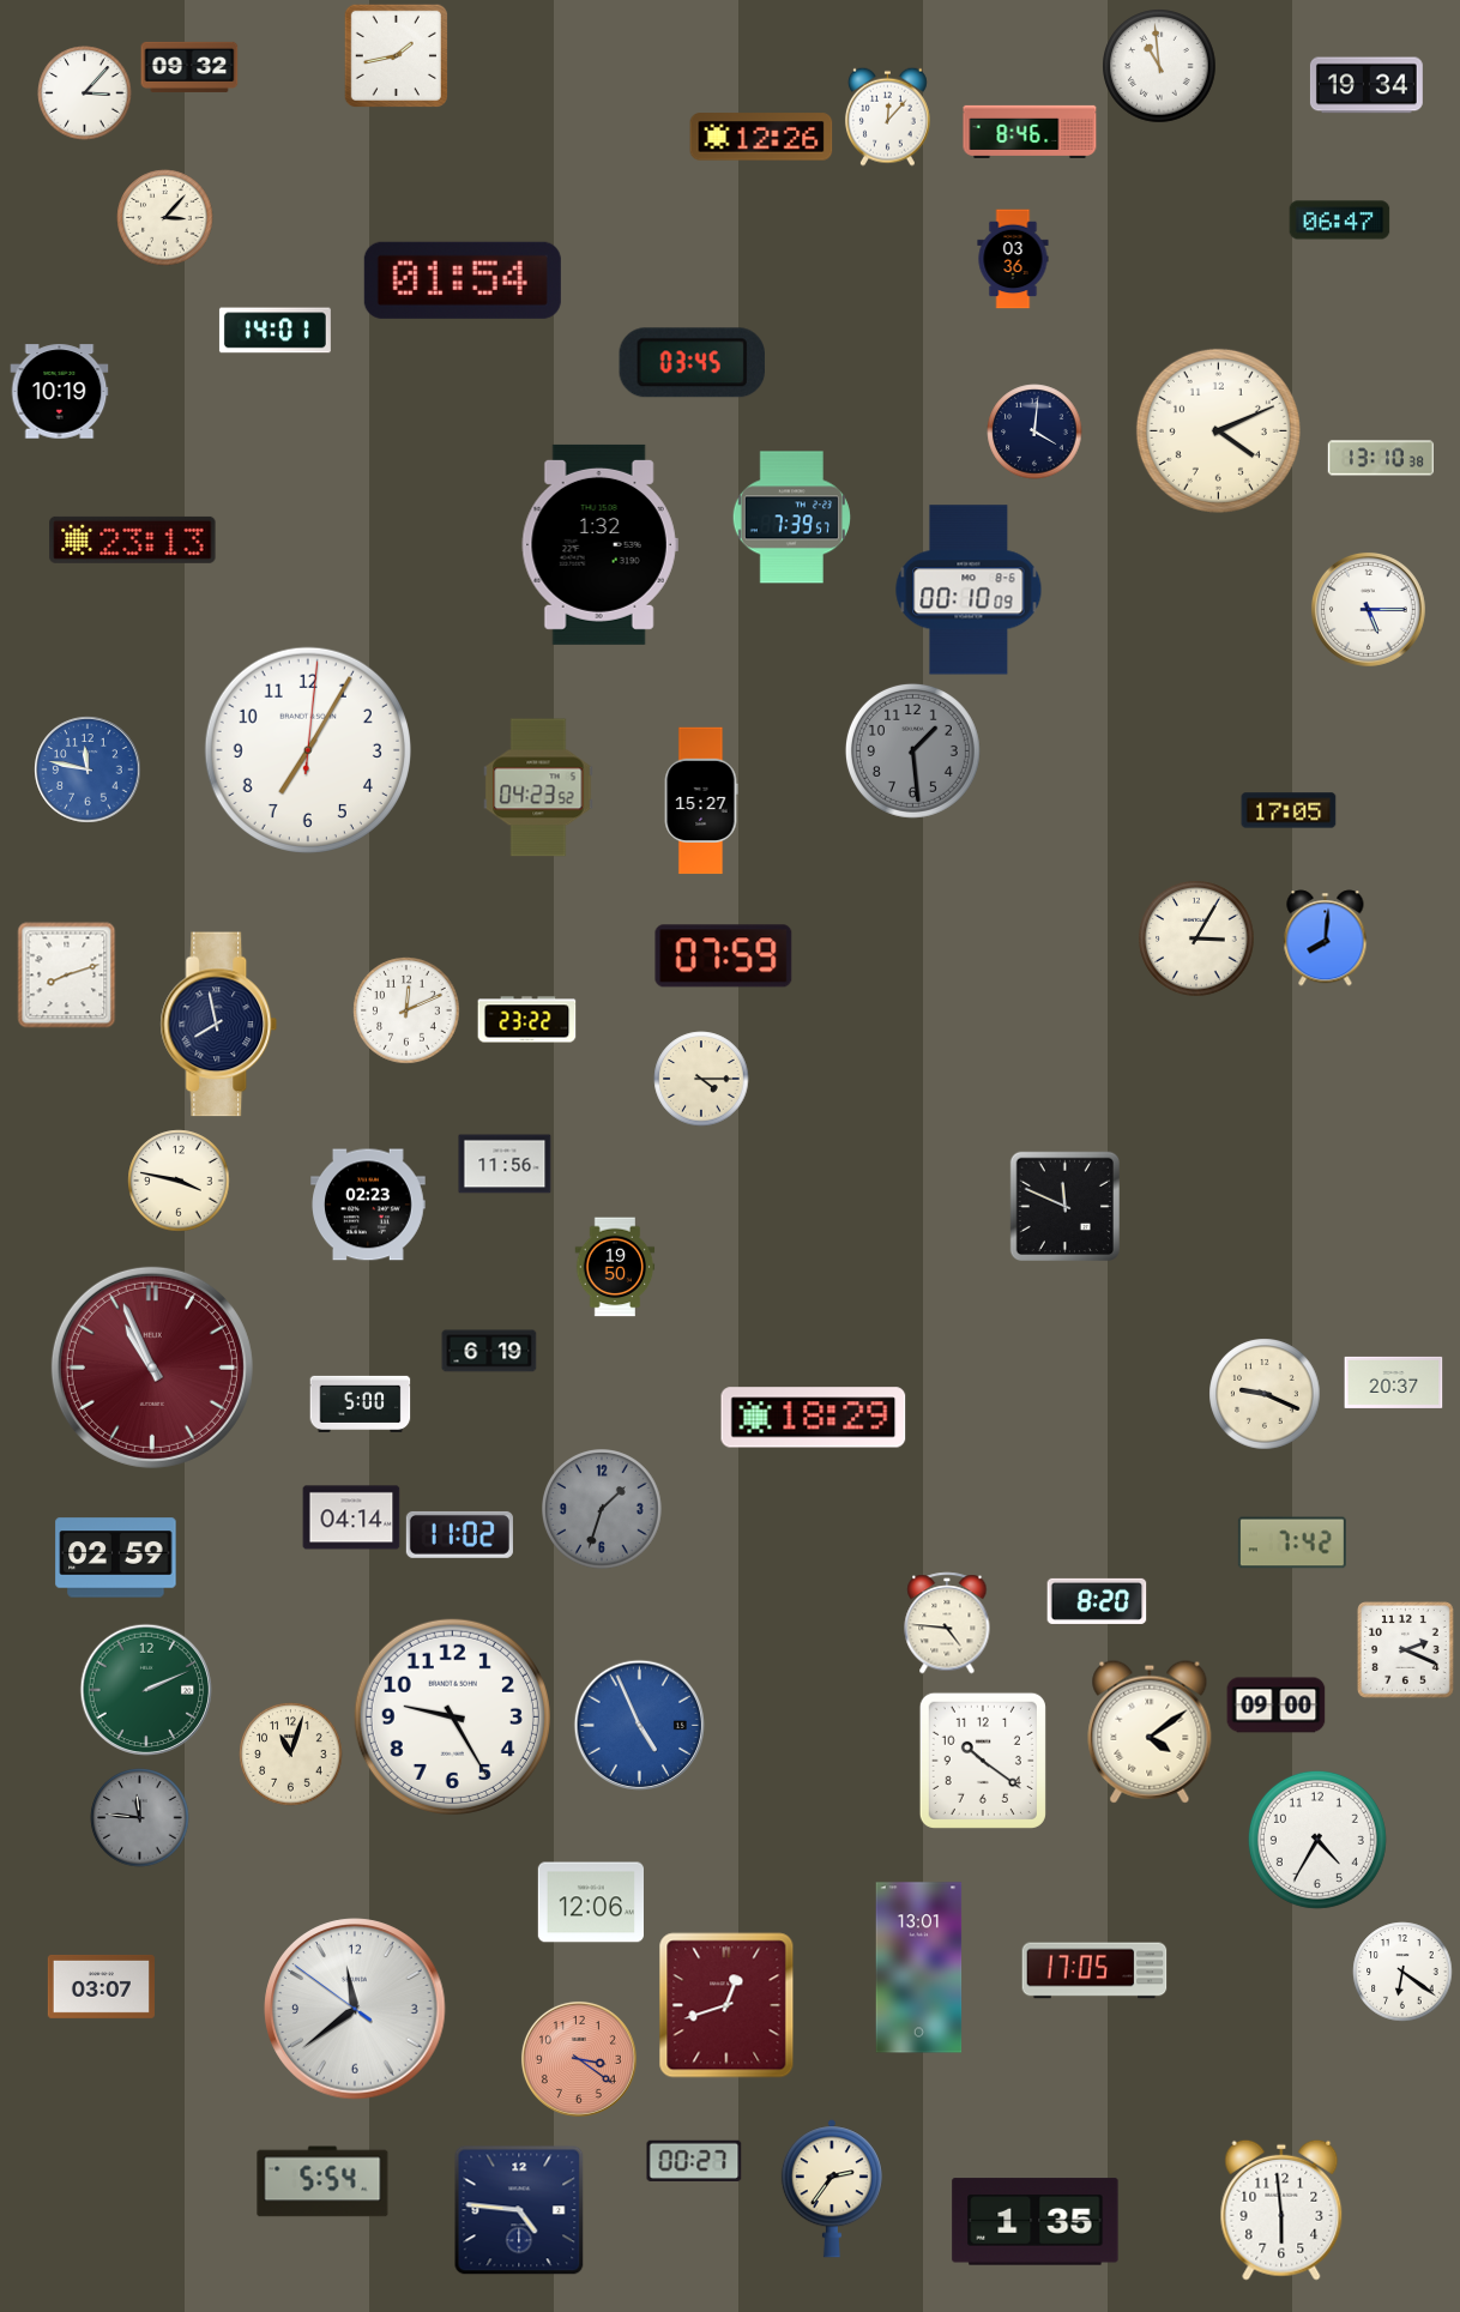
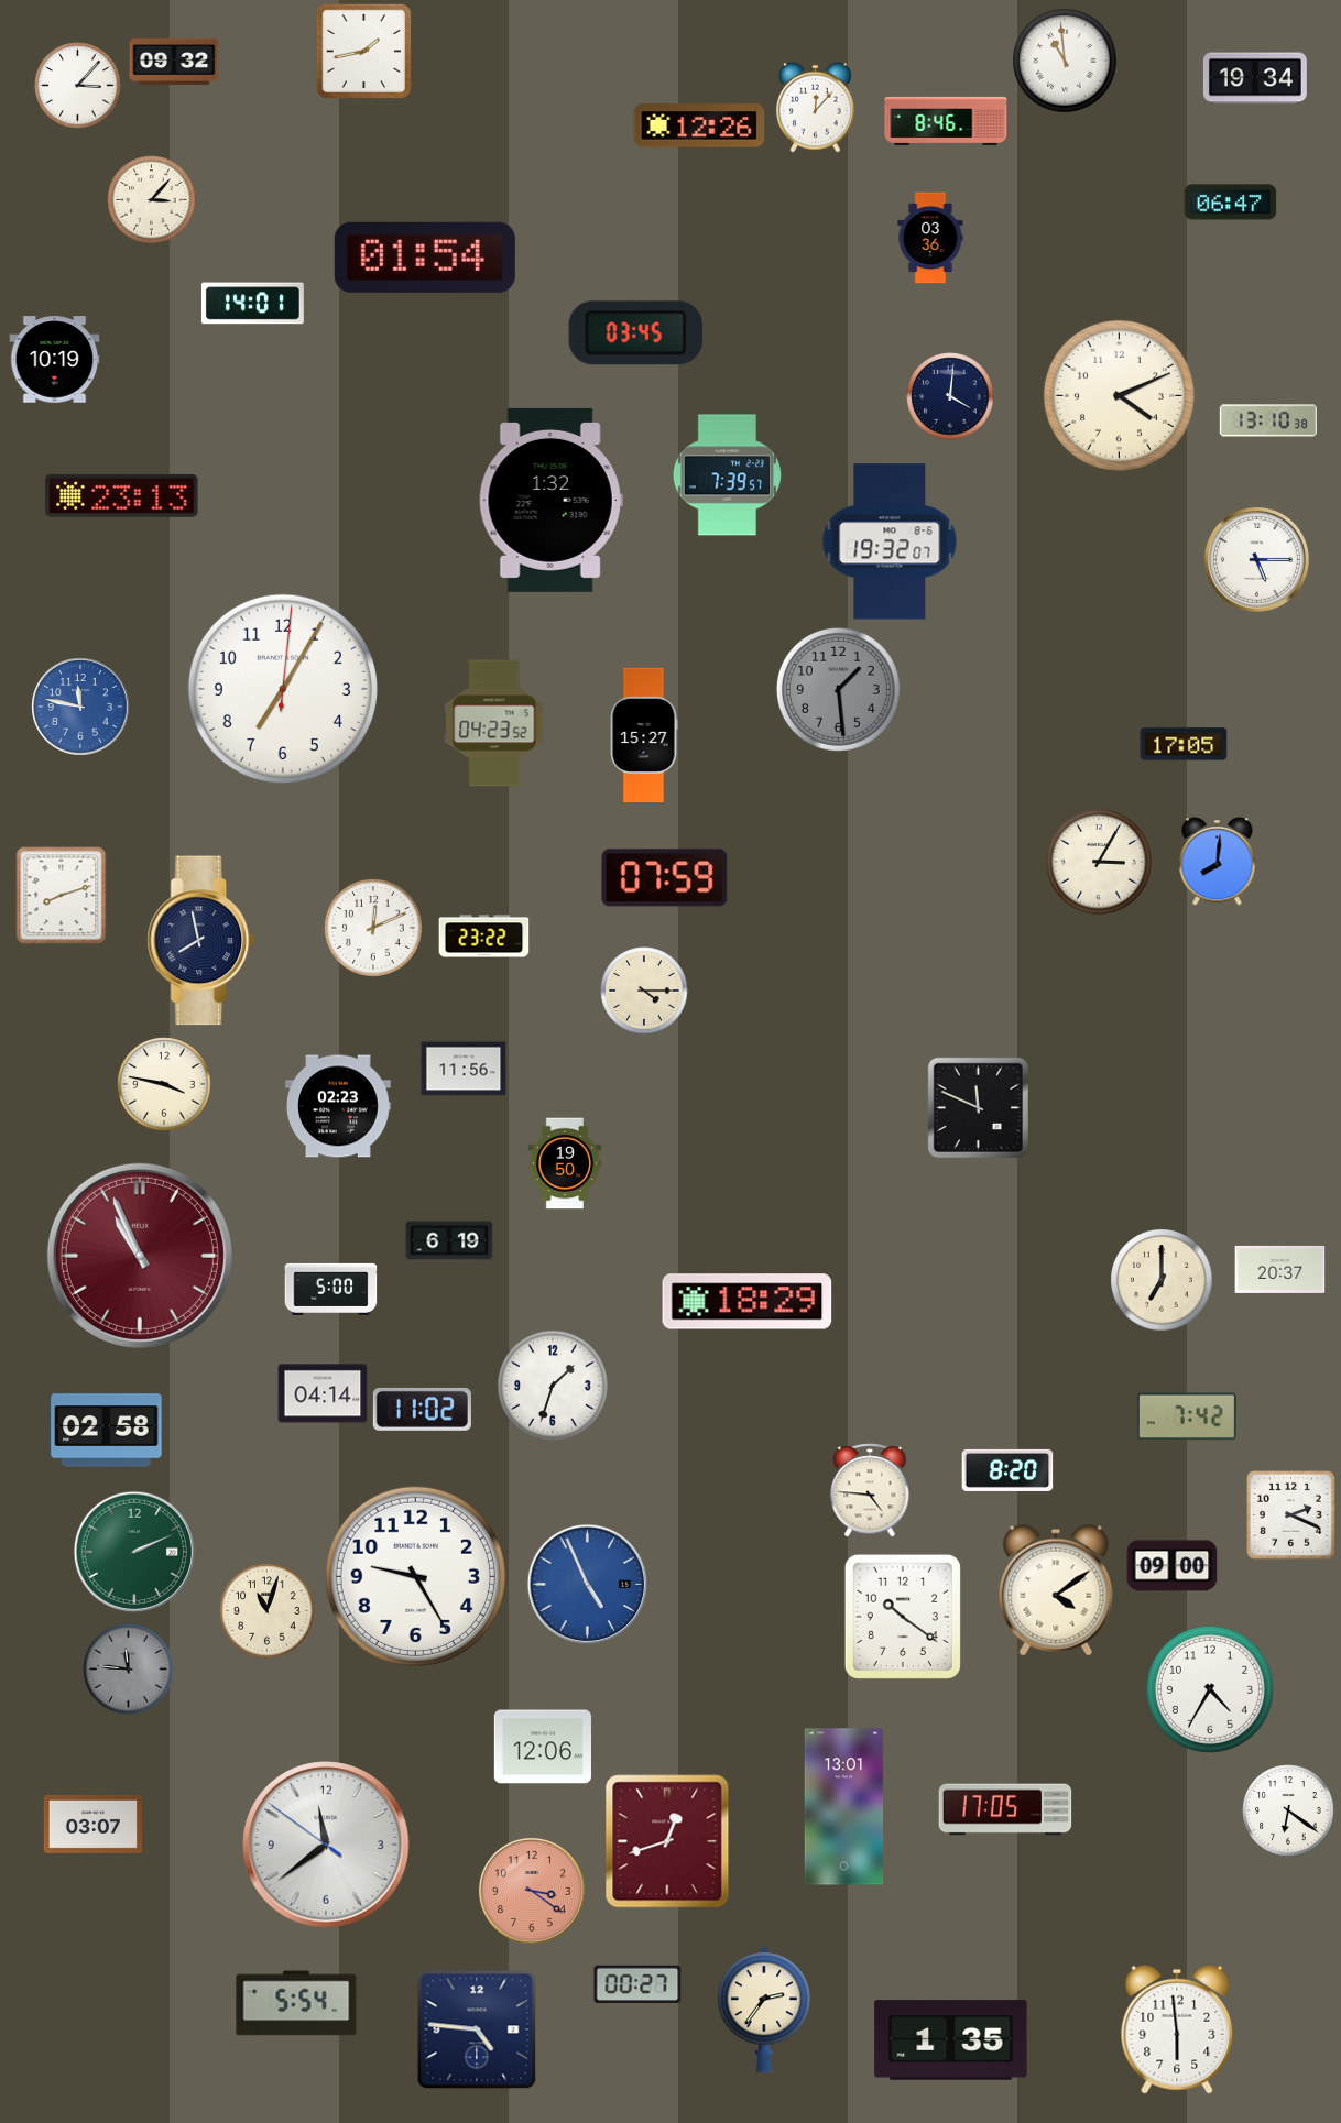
clock at (969, 590): 00:10 -> 19:32
clock at (1265, 1394): 9:19 -> 7:00
clock at (603, 1510) dial: grey -> white
clock at (116, 1558): 02:59 -> 02:58
